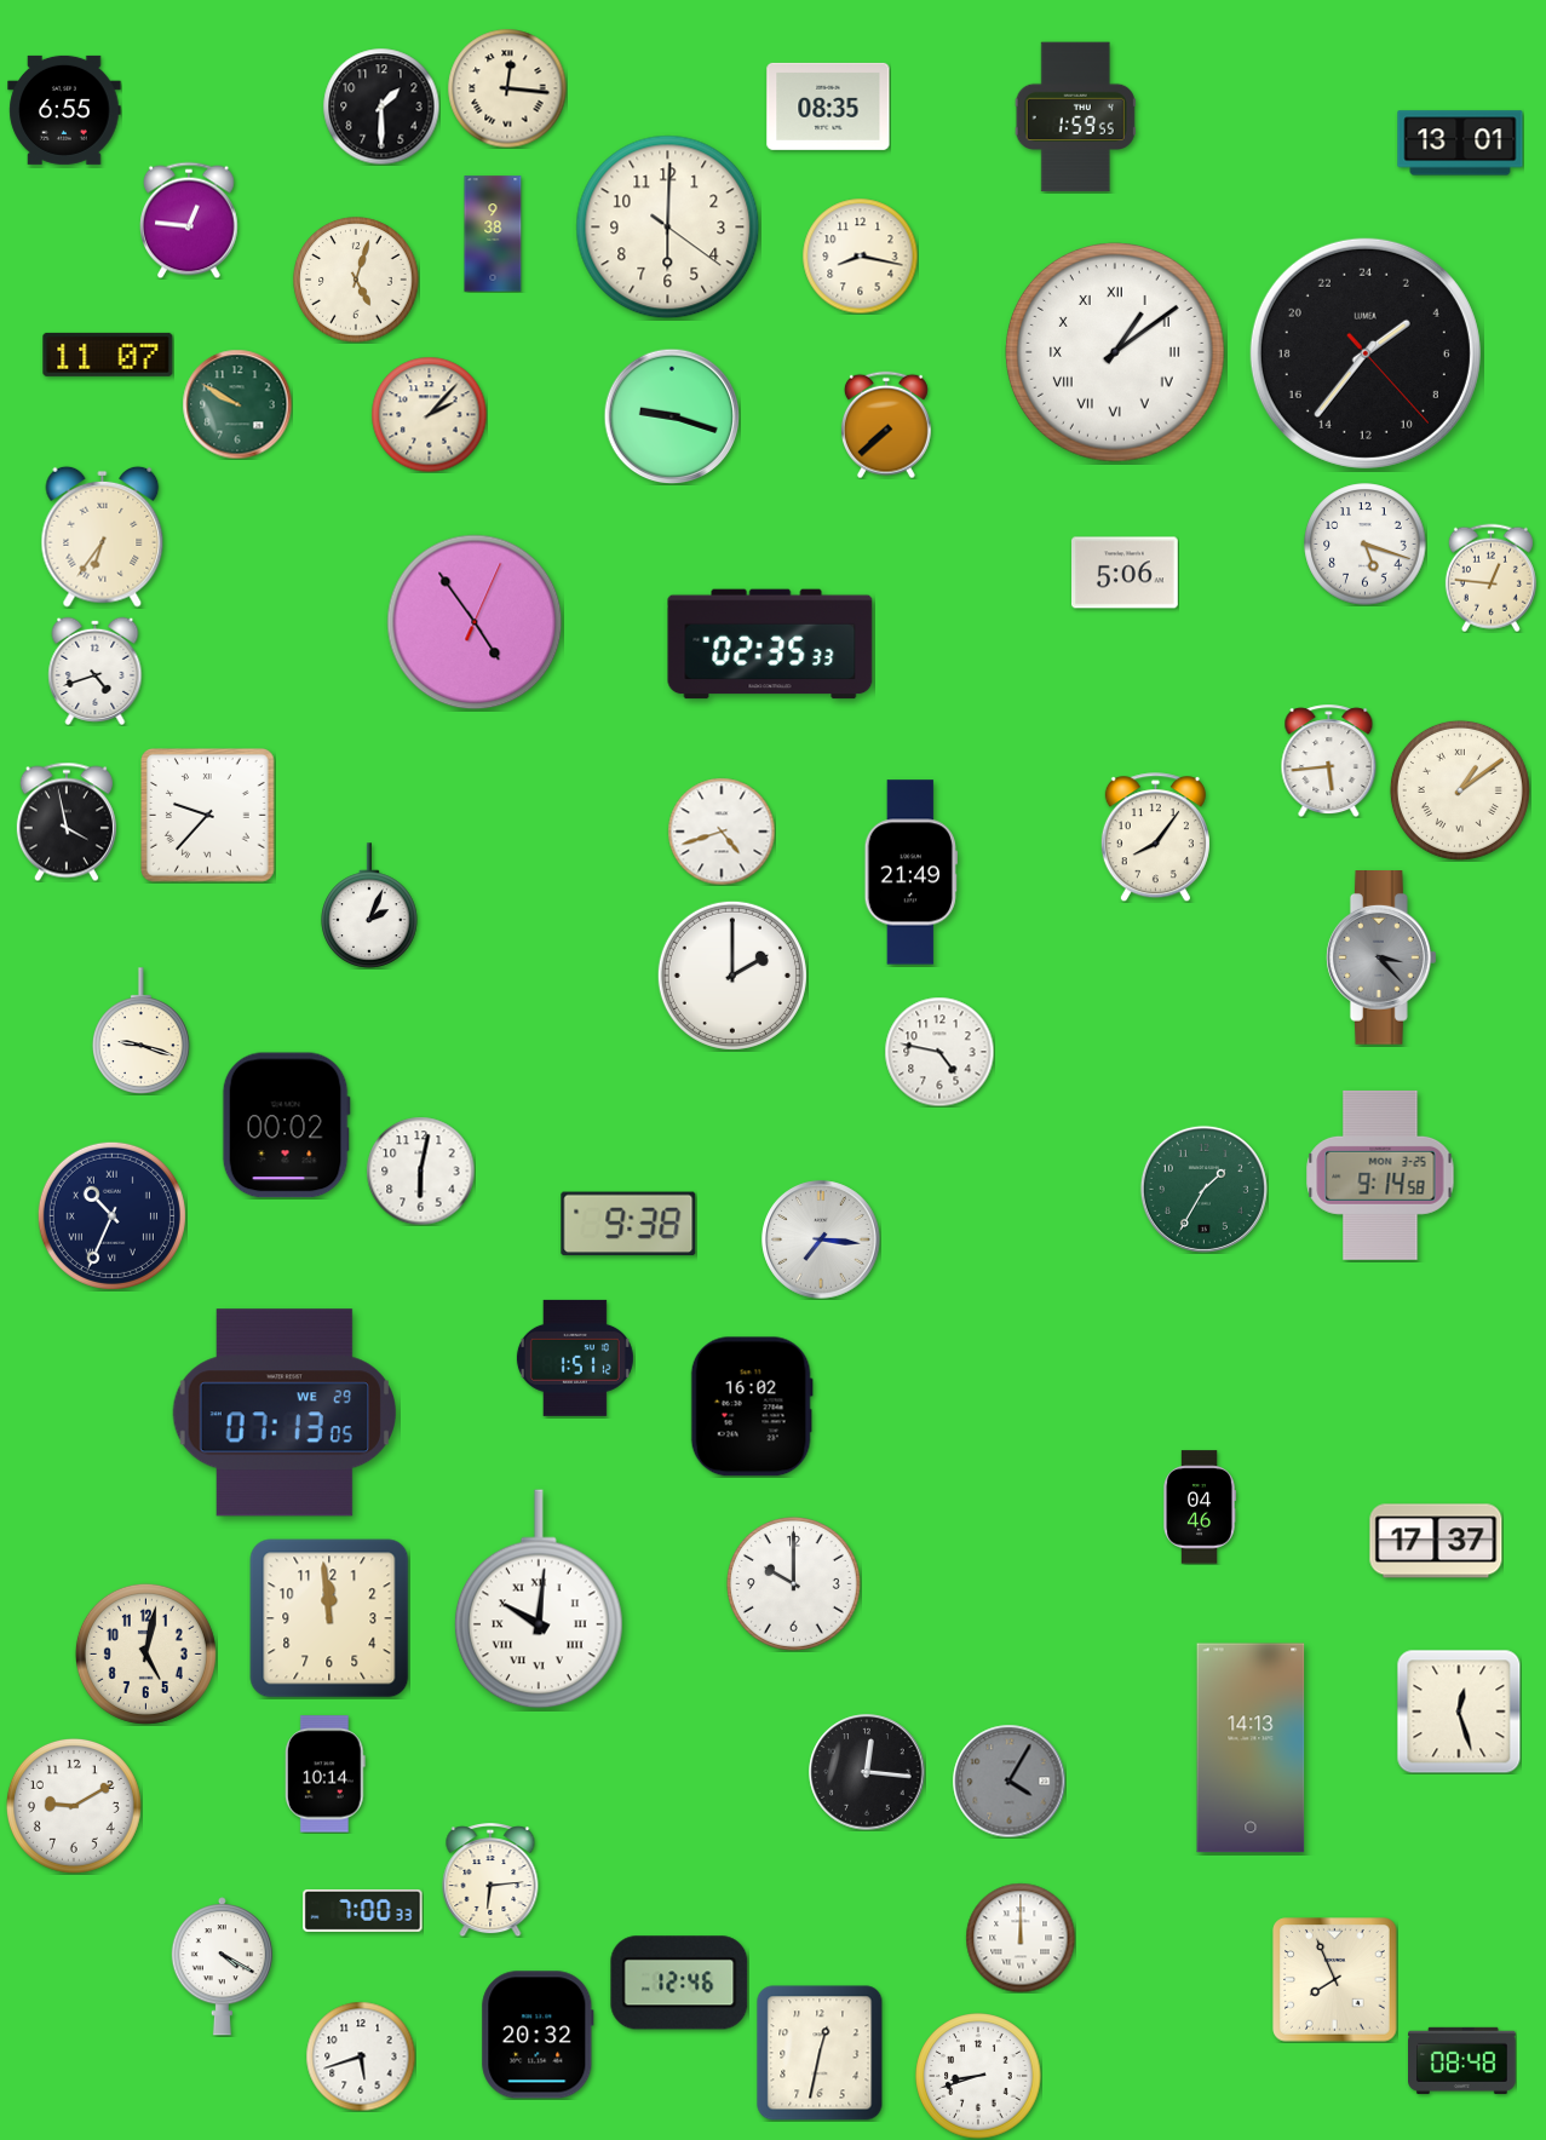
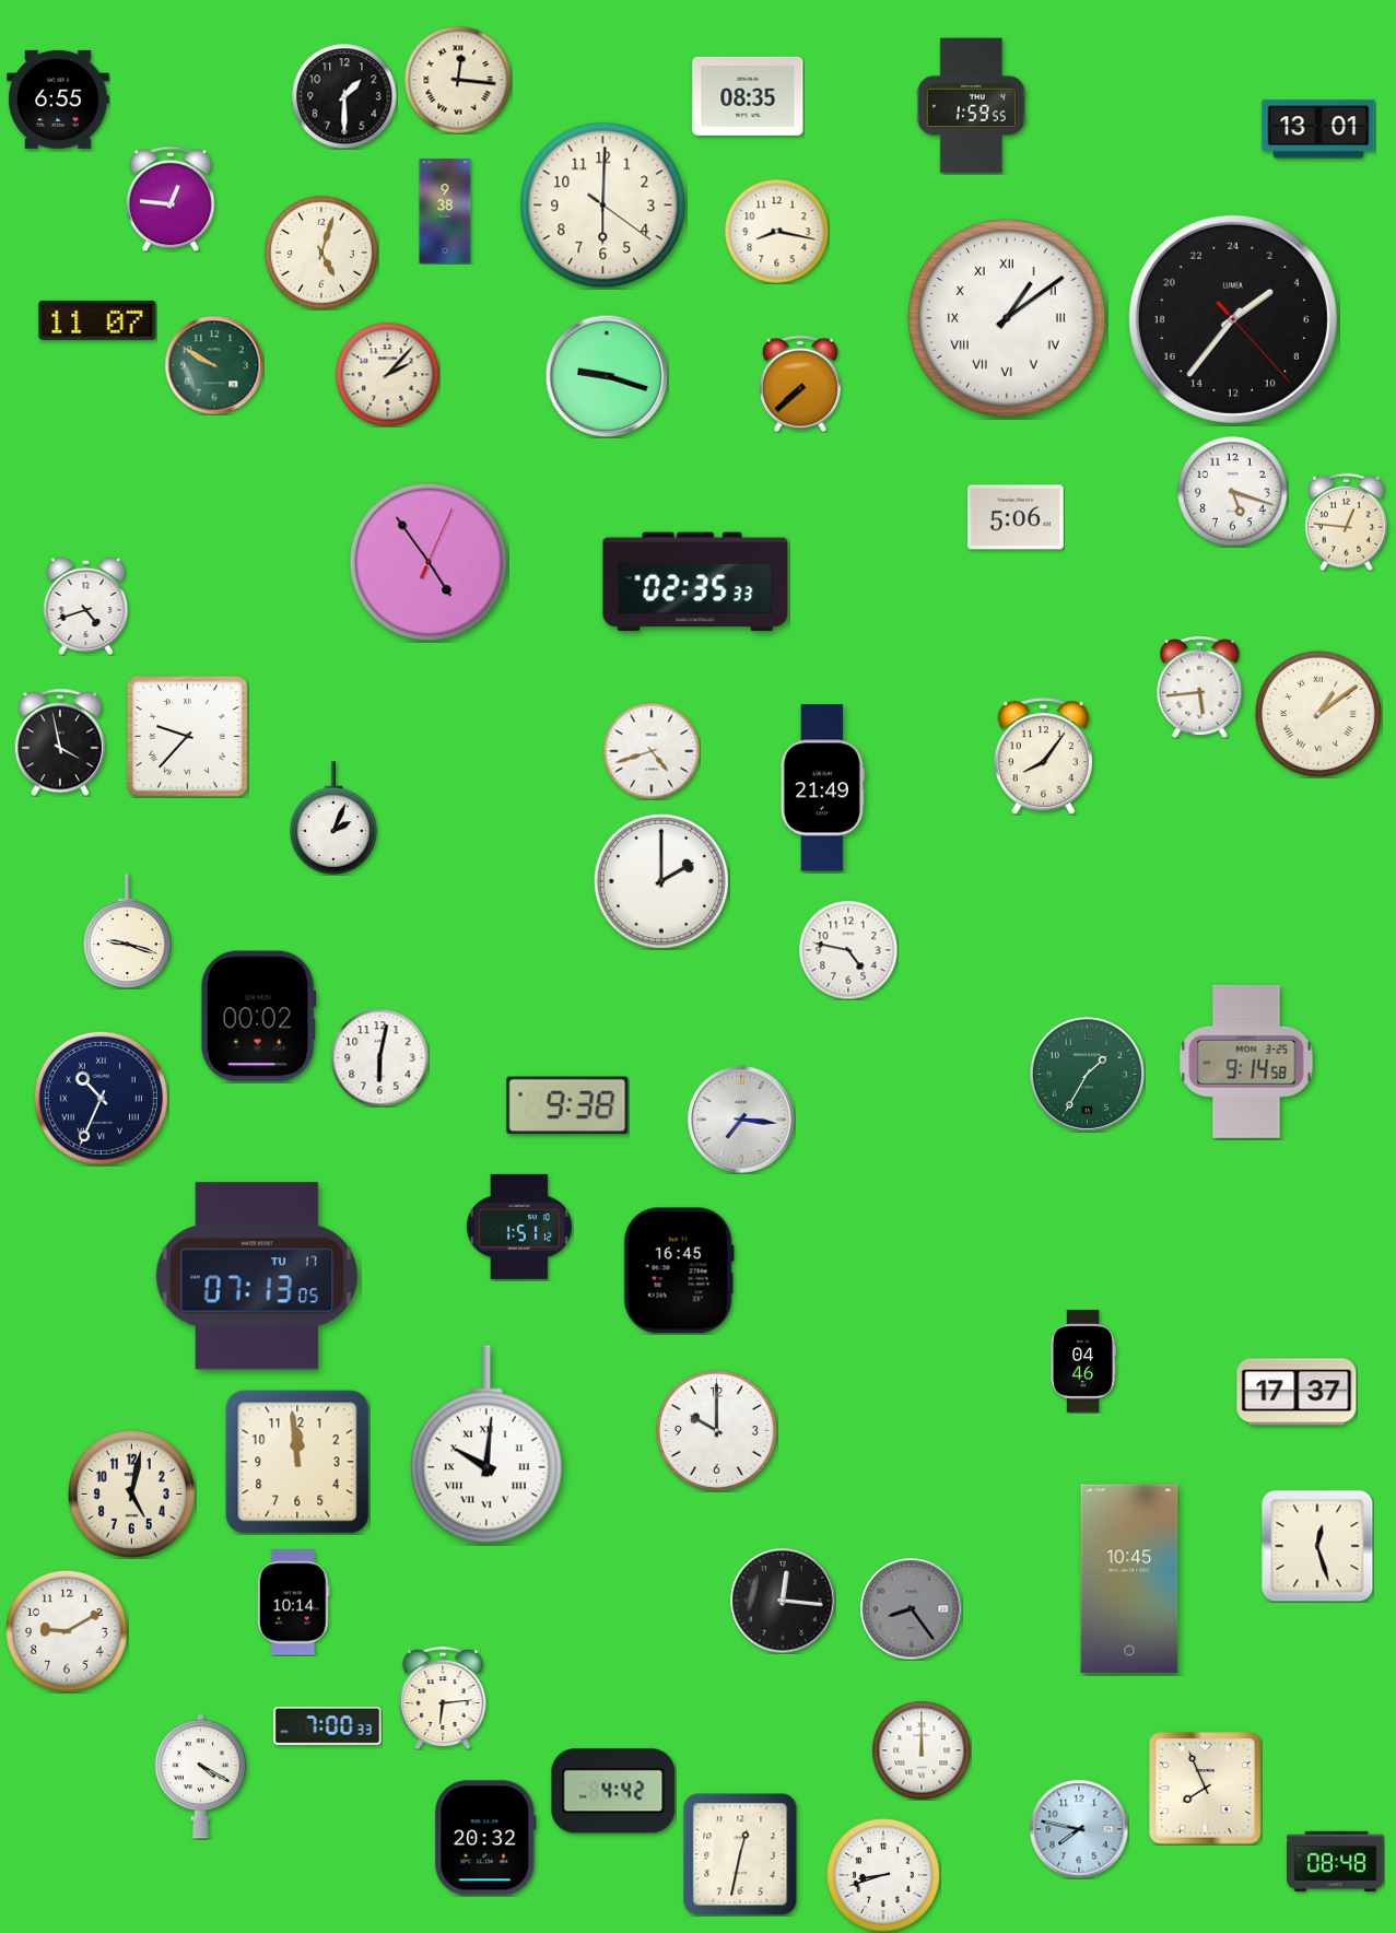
clock at (103, 536): 6:36 -> none
clock at (1381, 959): 3:23 -> none
clock at (752, 1406): 16:02 -> 16:45
clock at (285, 1413) date: WE 29 -> TU 17
clock at (1251, 1748): 14:13 -> 10:45
clock at (1008, 1781): 4:05 -> 8:24
clock at (679, 1983): 12:46 -> 4:42
clock at (1079, 1829): none -> 7:47
clock at (361, 2056): 5:42 -> none
clock at (1462, 2060) position: (1462, 2060) -> (1336, 1861)
